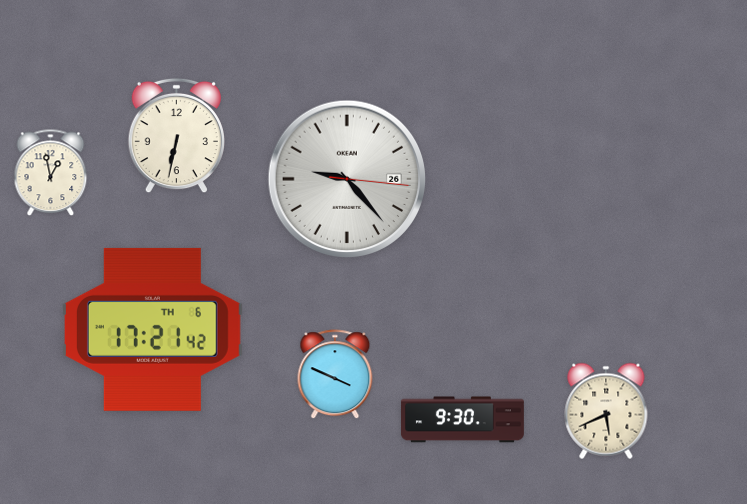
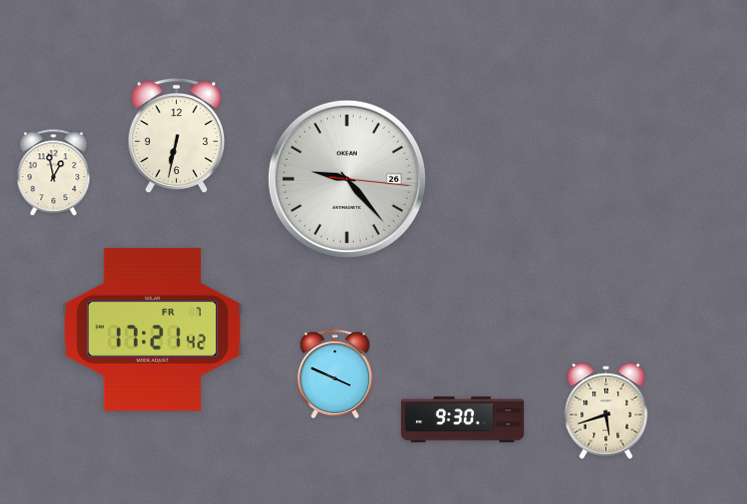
clock at (51, 173) position: (51, 173) -> (54, 173)
clock at (152, 329) date: TH 6 -> FR 7
clock at (606, 411): 5:41 -> 5:42
